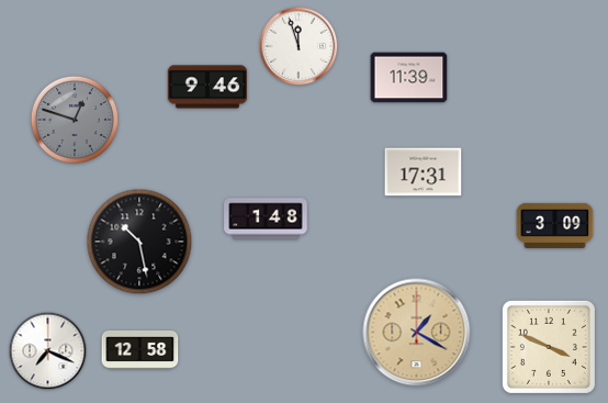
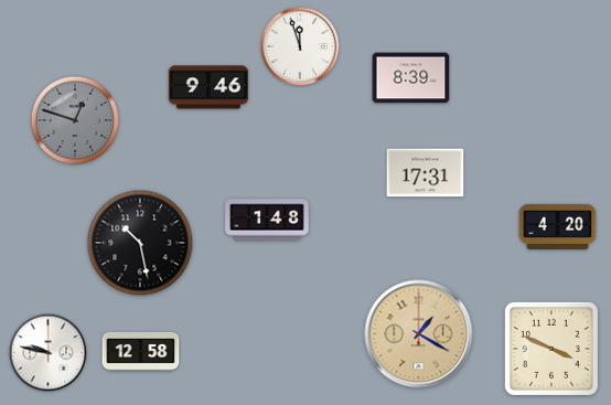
clock at (409, 78): 11:39 -> 8:39
clock at (555, 225): 3:09 -> 4:20
clock at (48, 351): 7:19 -> 9:47
